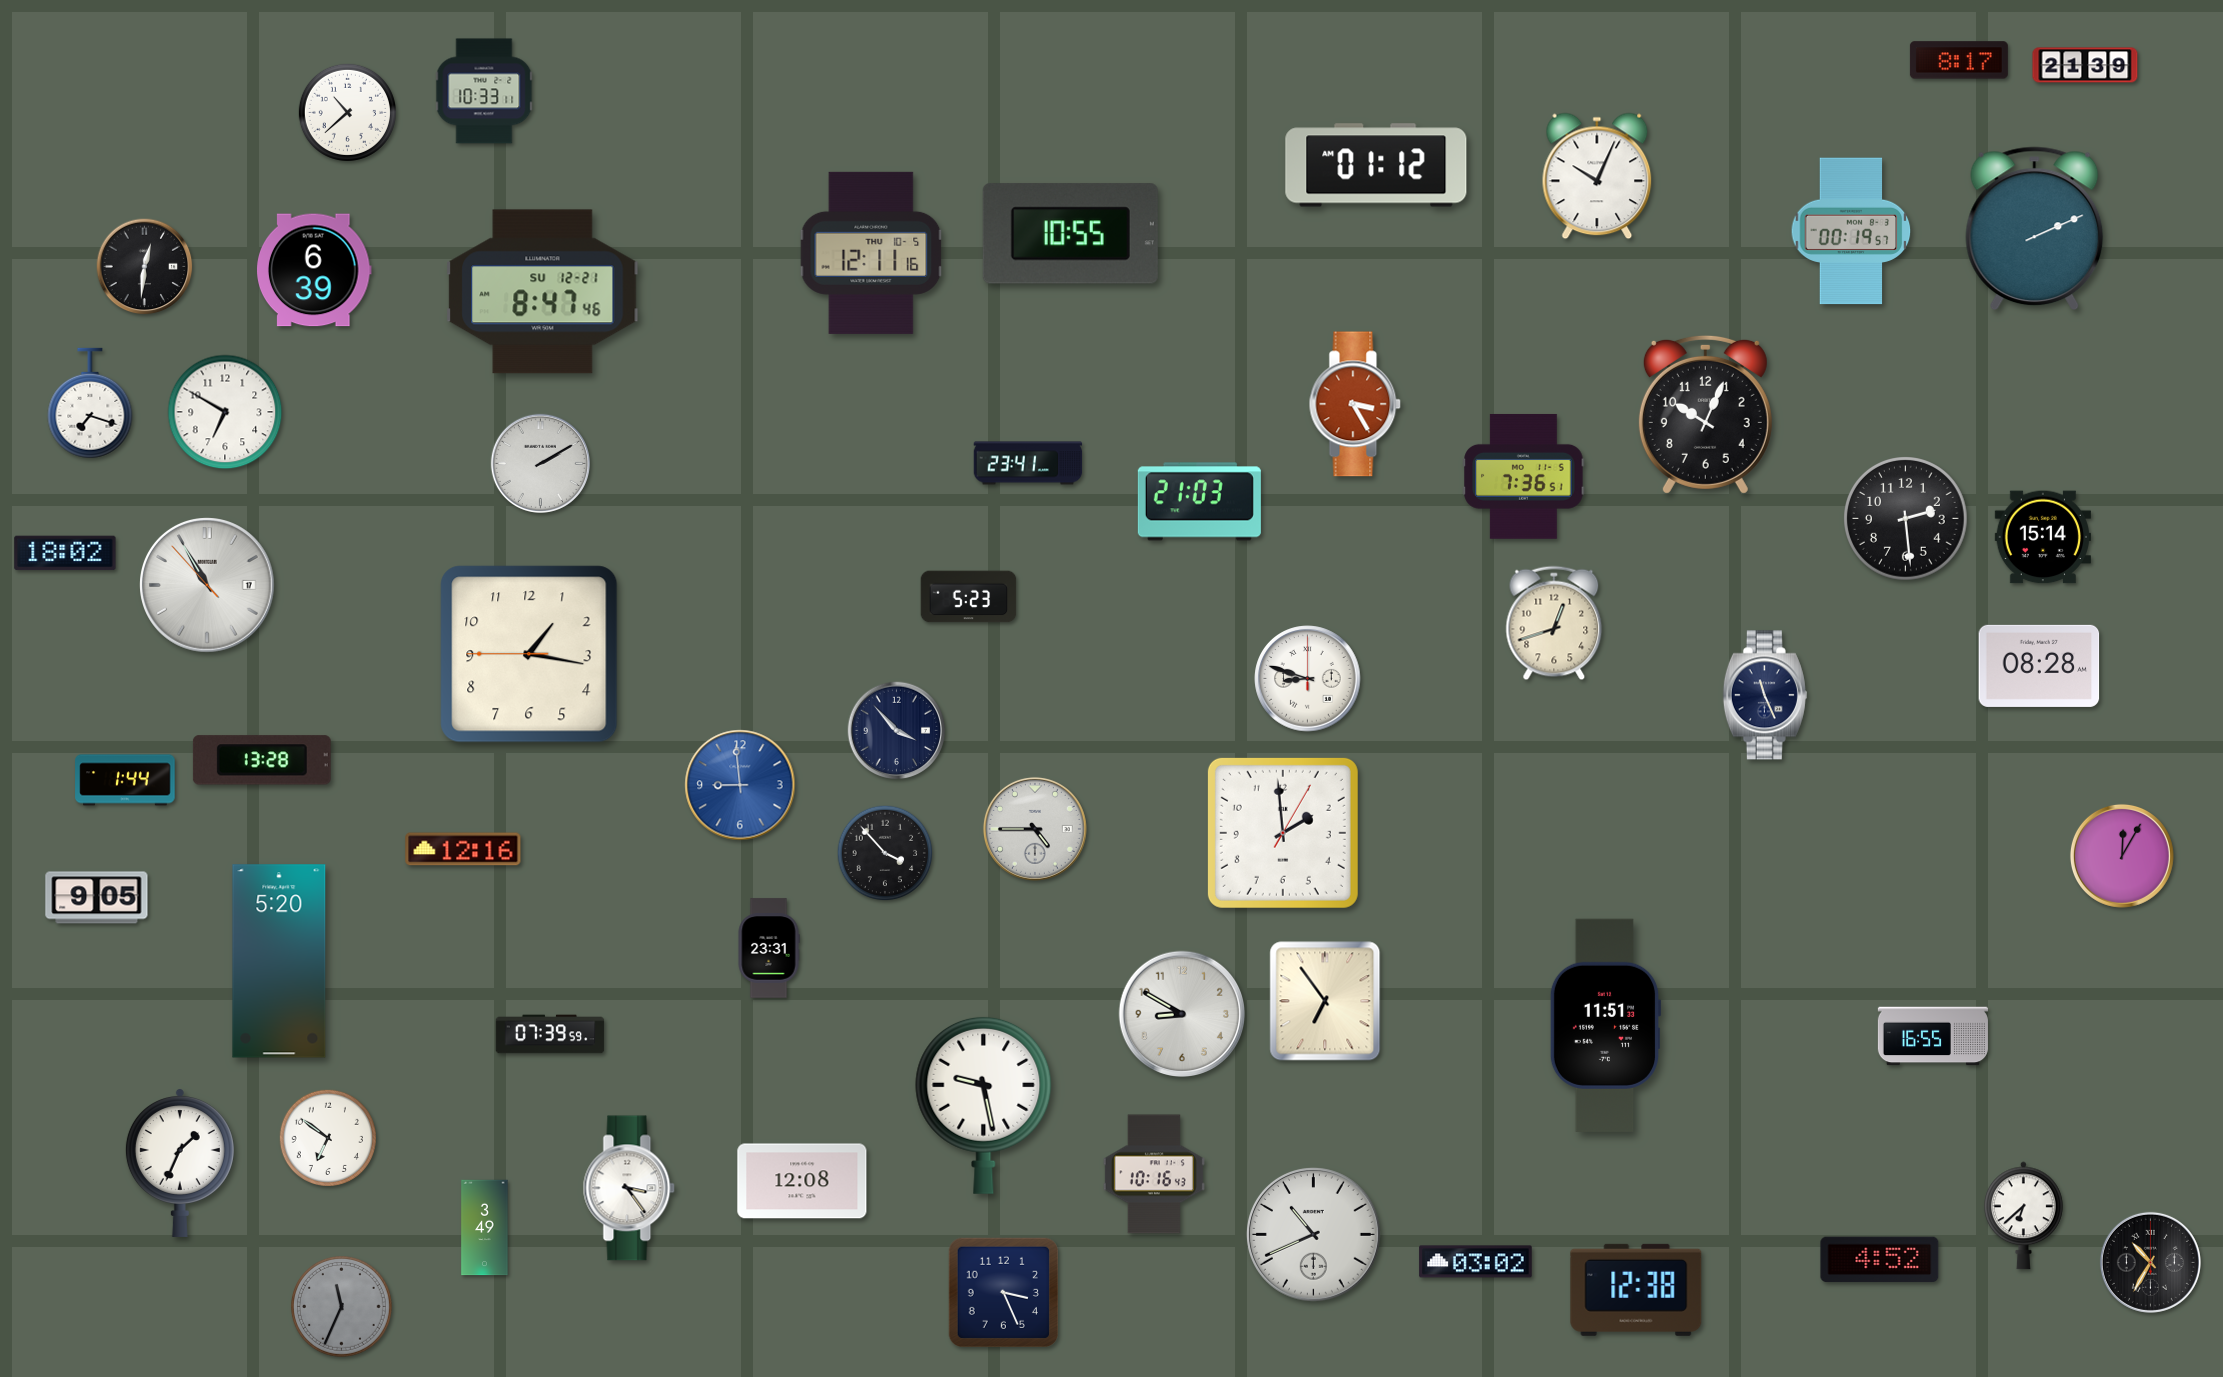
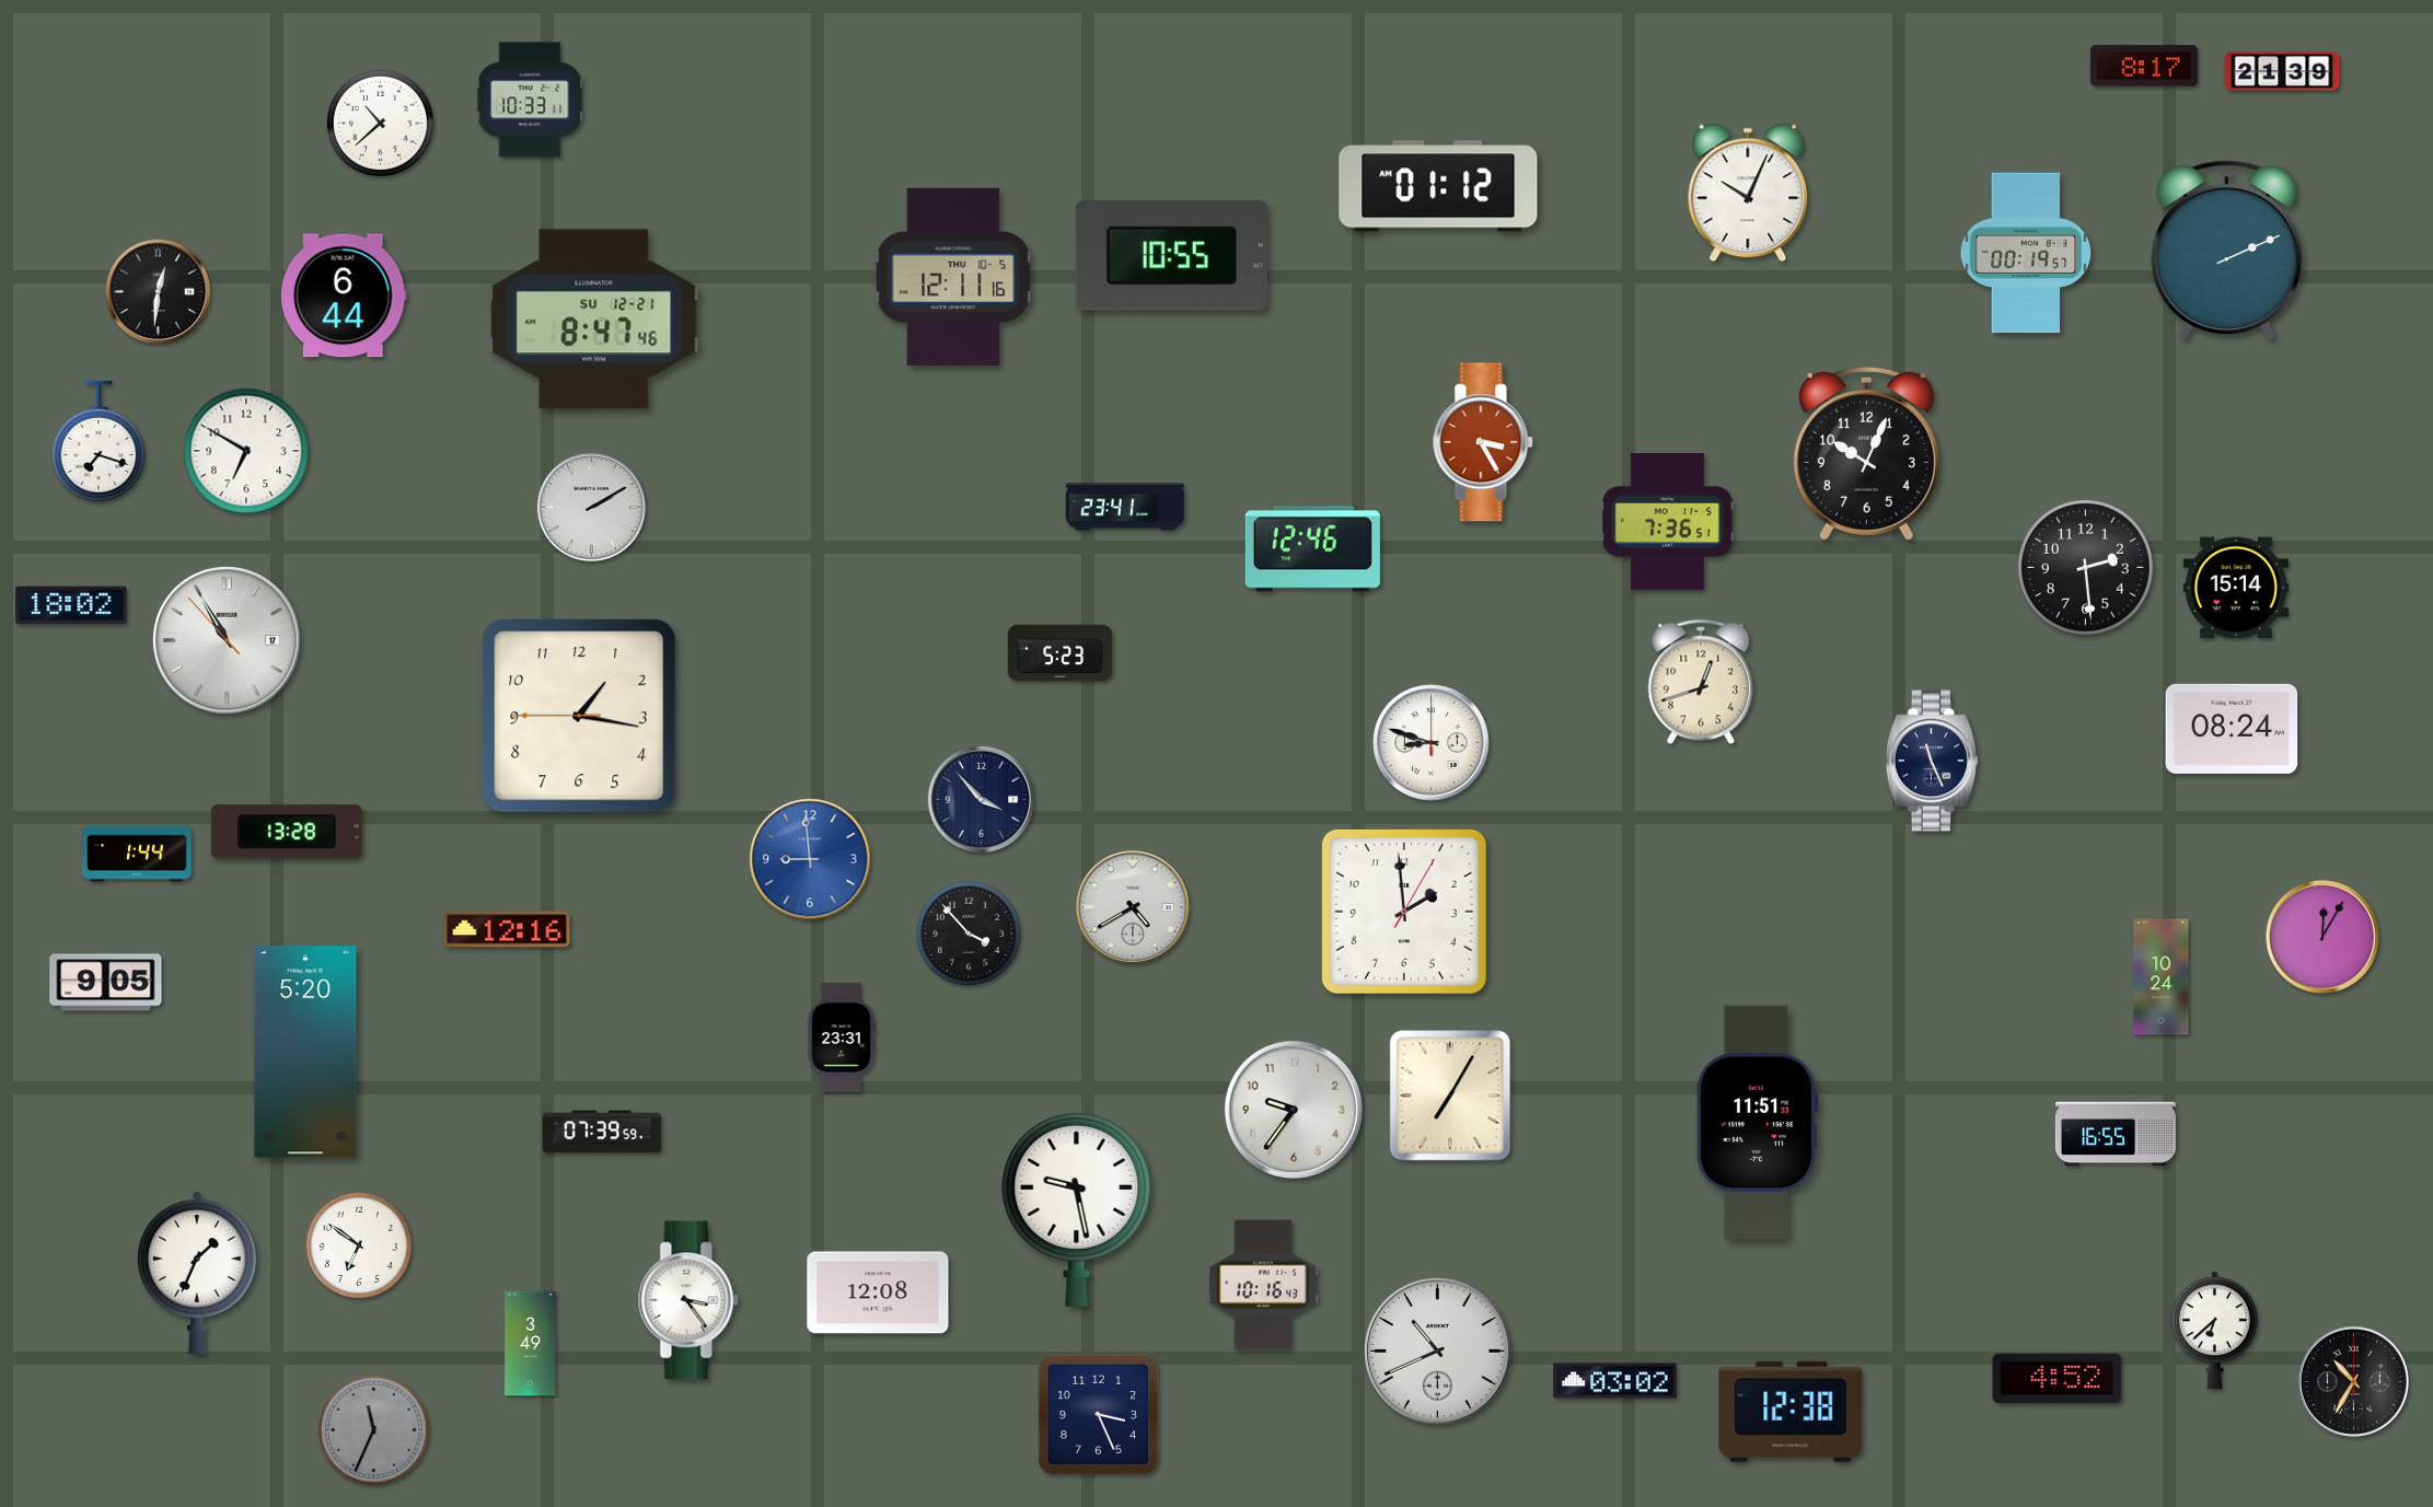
clock at (1376, 165) position: (1376, 165) -> (1438, 186)
clock at (315, 270): 6:39 -> 6:44
clock at (1199, 502): 21:03 -> 12:46
clock at (2039, 666): 08:28 -> 08:24
clock at (1035, 829): 4:45 -> 4:40
clock at (2162, 977): none -> 10:24
clock at (1325, 1001): 6:54 -> 7:05
clock at (1181, 1013): 8:50 -> 9:36
